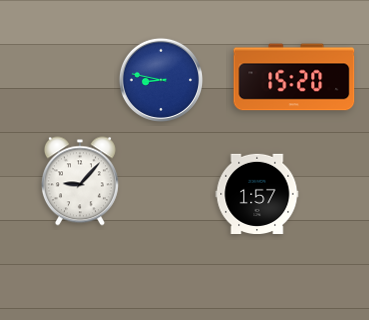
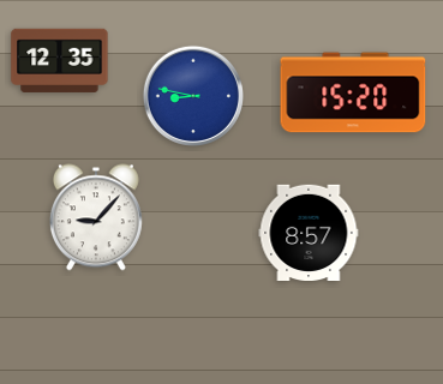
clock at (60, 60): none -> 12:35
clock at (257, 193): 1:57 -> 8:57
